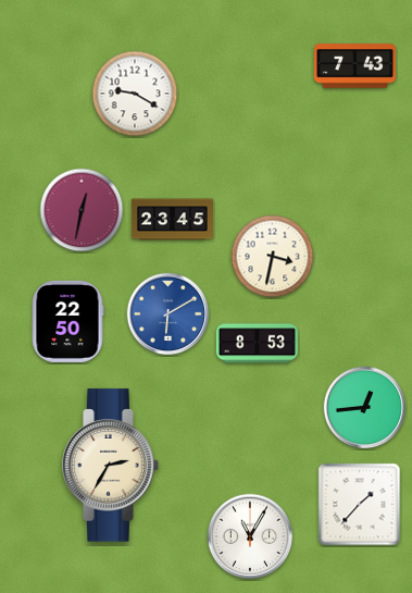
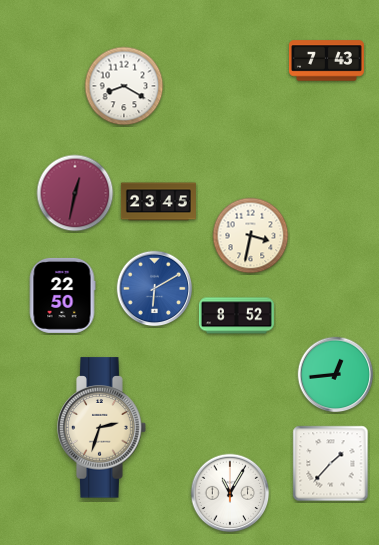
clock at (135, 94): 9:20 -> 8:20
clock at (257, 344): 8:53 -> 8:52
clock at (111, 466): 2:35 -> 2:33
